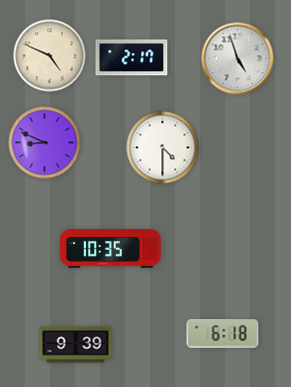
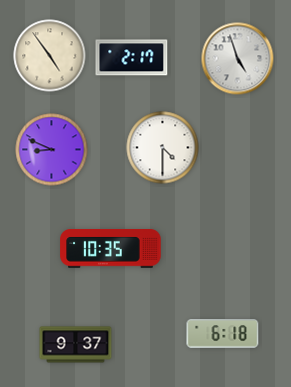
clock at (50, 56): 4:49 -> 4:54
clock at (45, 143) position: (45, 143) -> (52, 150)
clock at (76, 345): 9:39 -> 9:37
